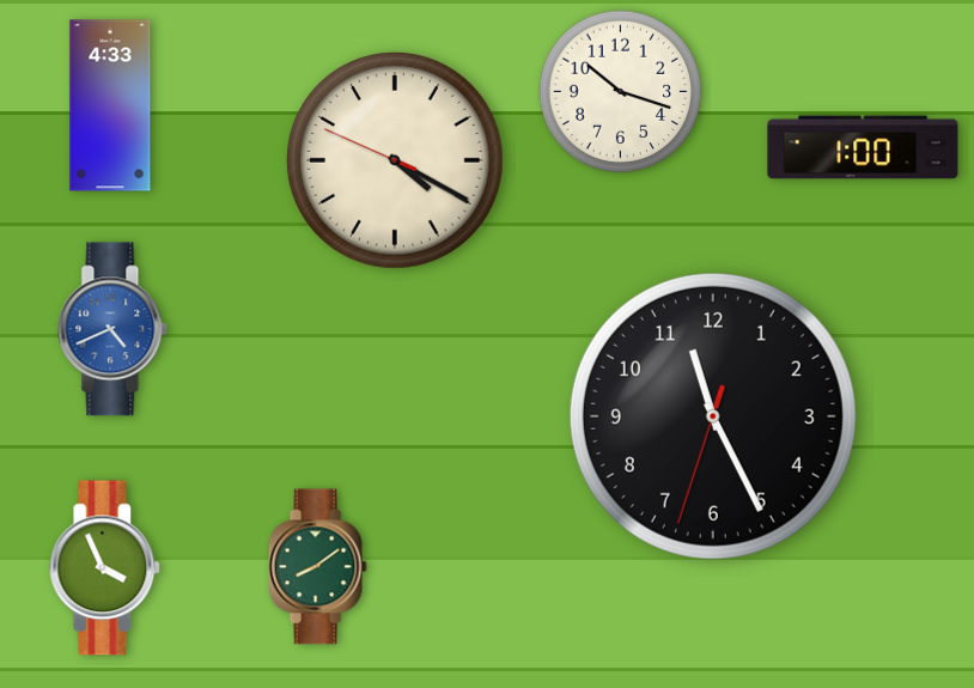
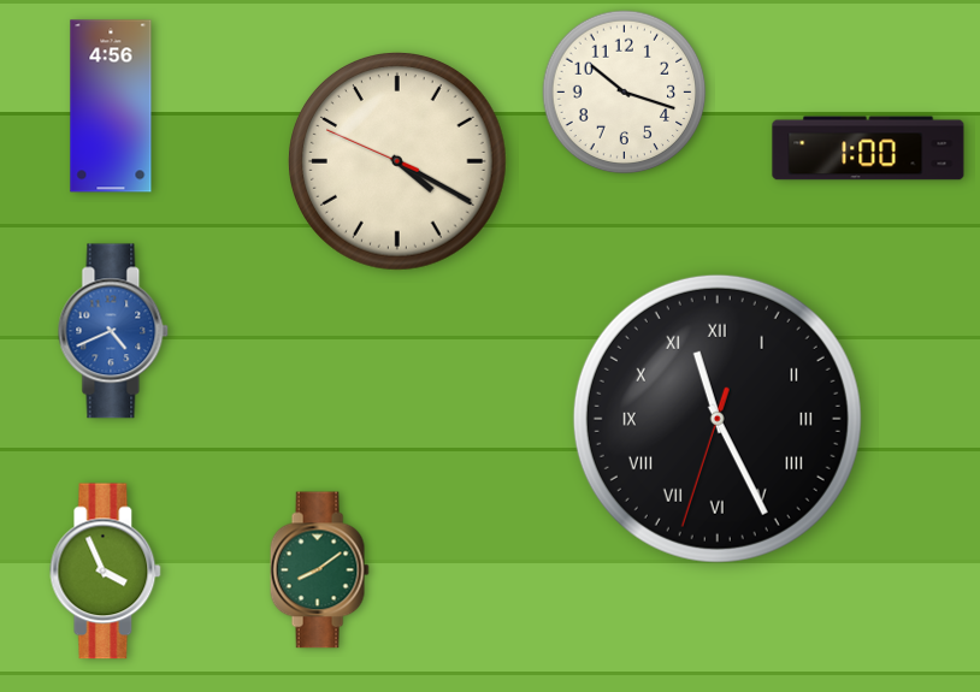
clock at (110, 105): 4:33 -> 4:56
clock at (713, 416) numerals: Arabic -> Roman
